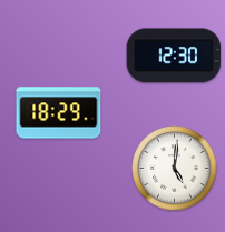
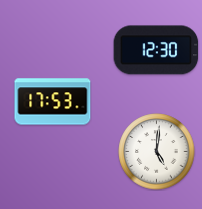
clock at (59, 113): 18:29 -> 17:53
